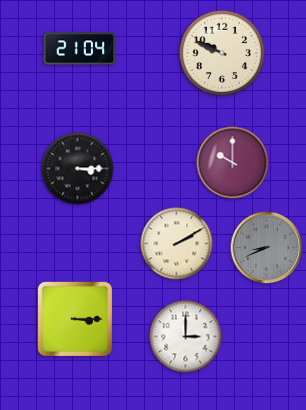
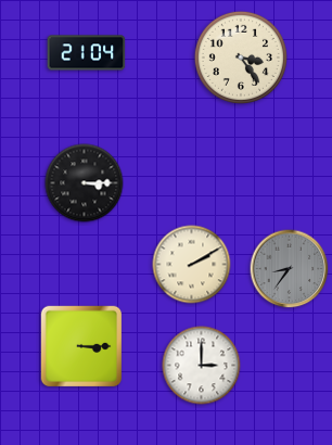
clock at (222, 53): 9:49 -> 3:24
clock at (233, 163): 10:00 -> none
clock at (267, 248): 8:41 -> 8:36
